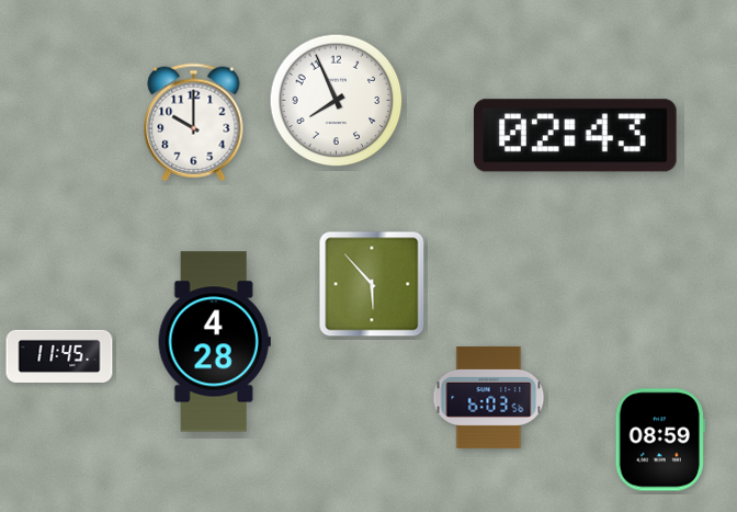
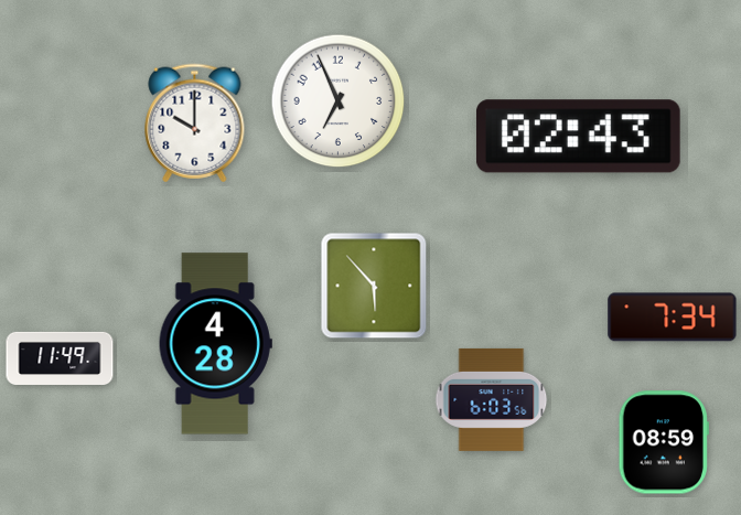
clock at (337, 101): 7:56 -> 6:56
clock at (673, 318): none -> 7:34
clock at (59, 356): 11:45 -> 11:49
